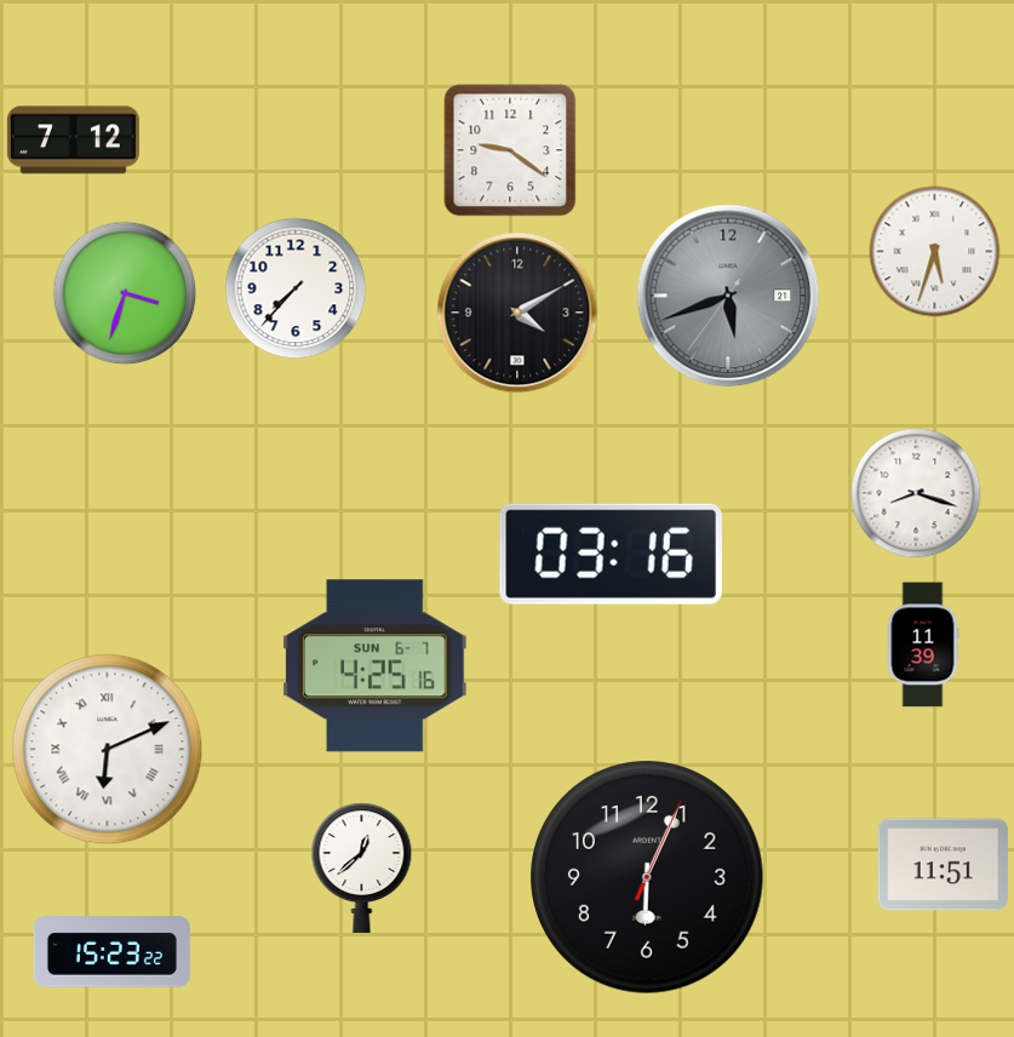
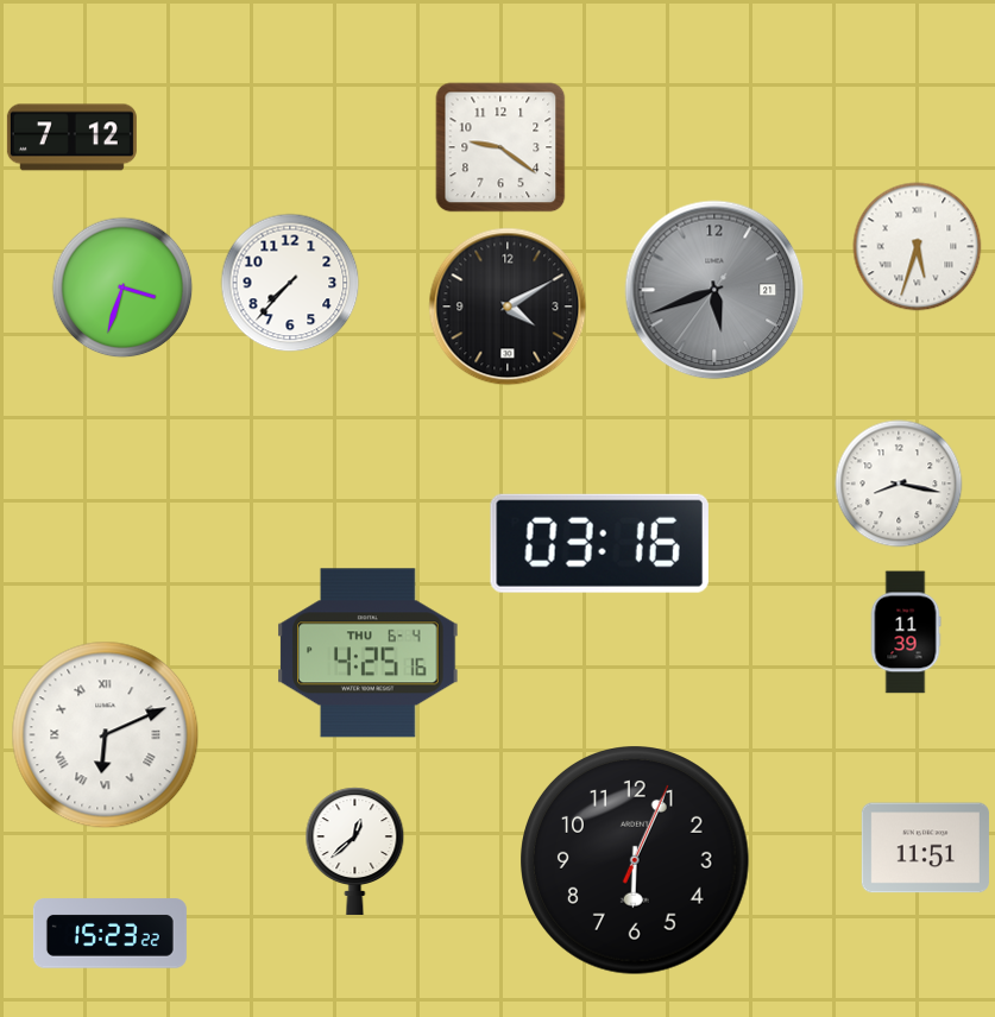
clock at (916, 493): 8:18 -> 8:17
clock at (376, 666) date: SUN 6-7 -> THU 6-4
